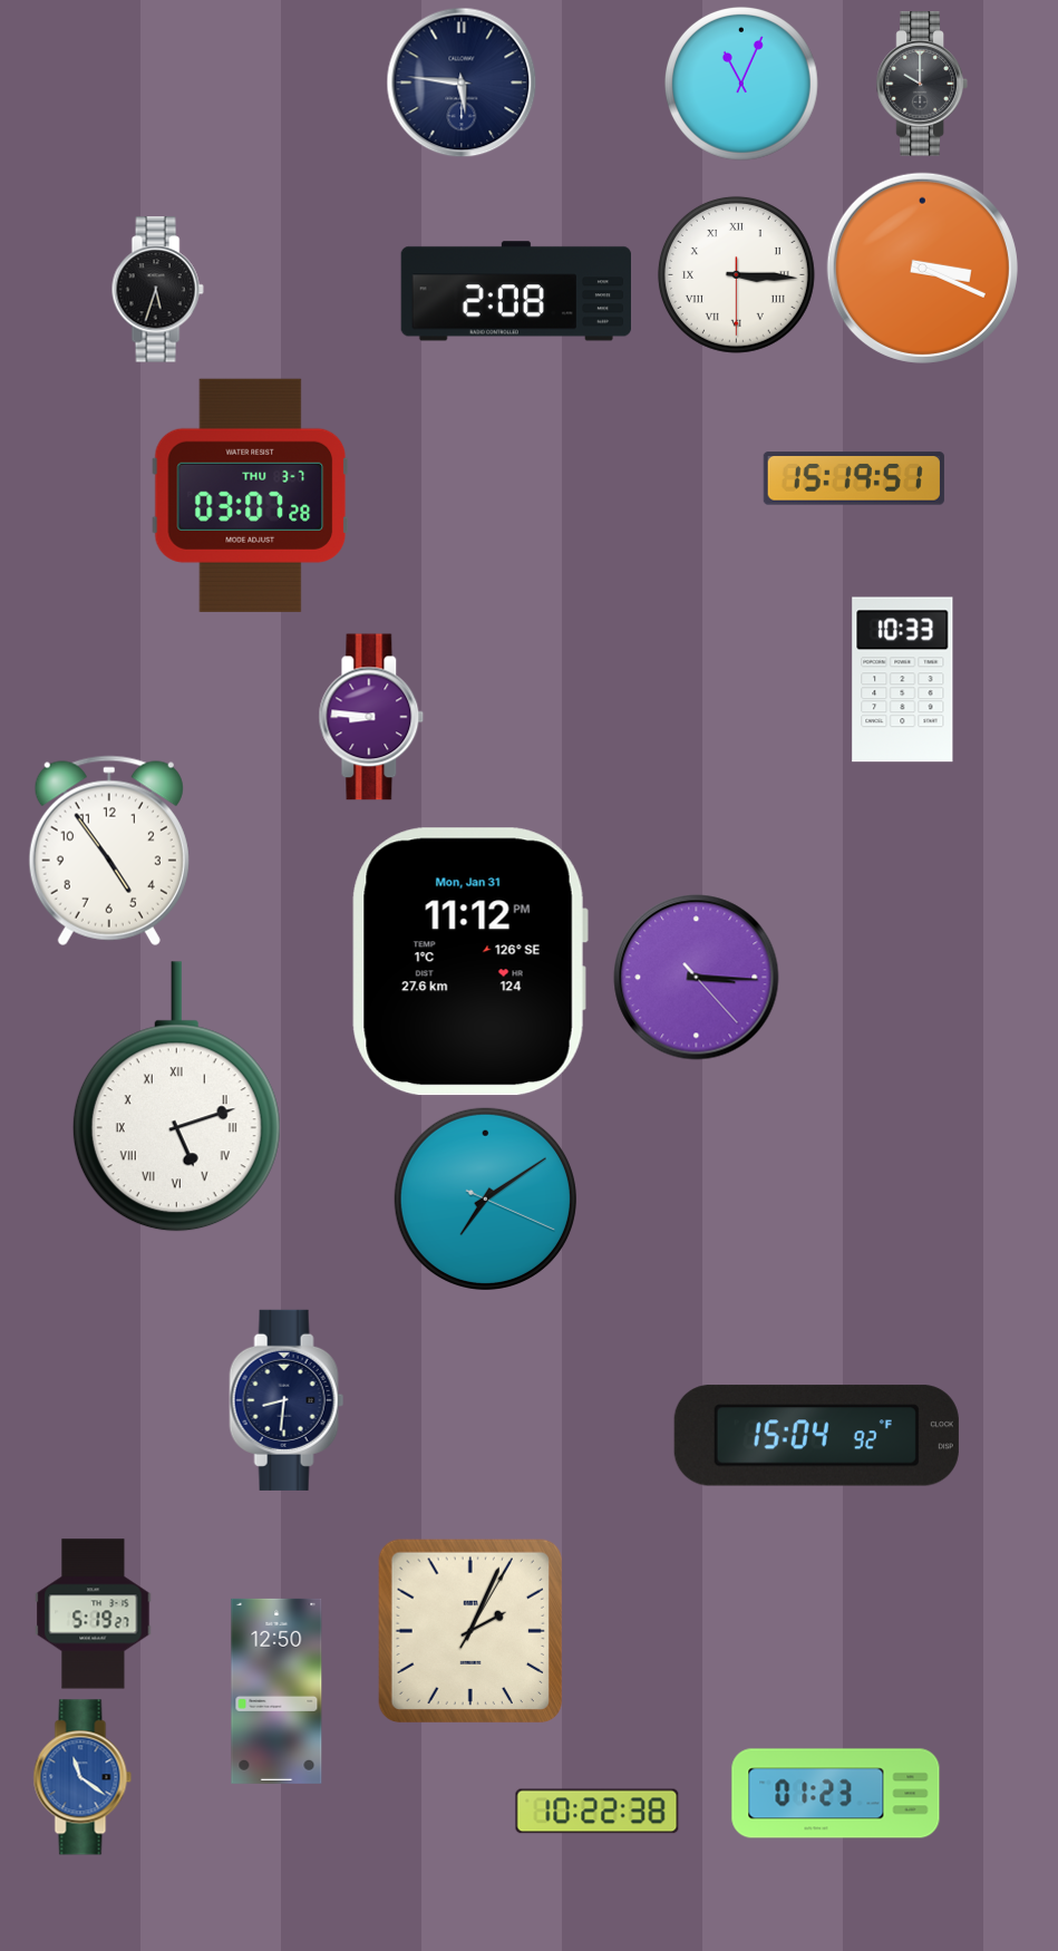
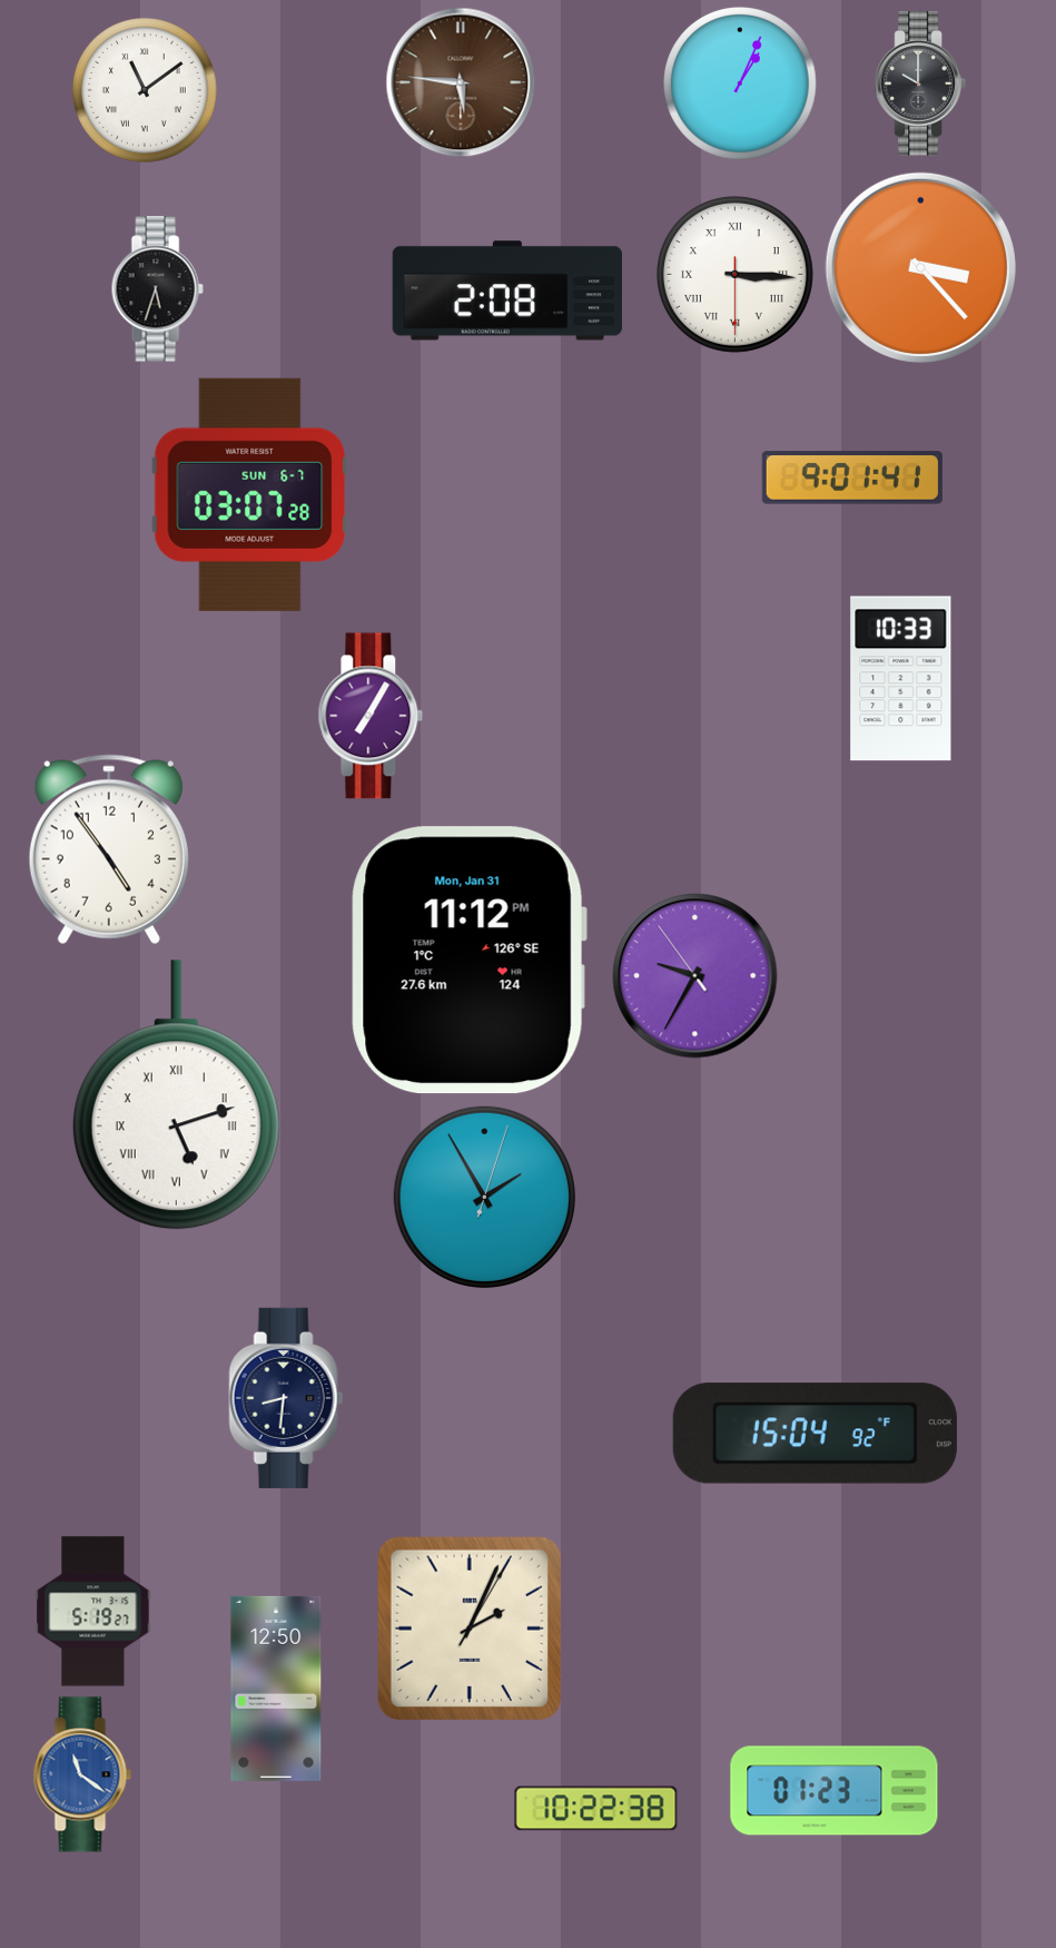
clock at (462, 82) dial: navy -> brown
clock at (741, 84): 11:04 -> 1:04
clock at (145, 90): none -> 11:09
clock at (922, 268): 3:19 -> 3:23
clock at (516, 291) position: (516, 291) -> (507, 291)
clock at (854, 478): 15:19 -> 9:01
clock at (251, 495) date: THU 3-7 -> SUN 6-7
clock at (371, 717): 8:46 -> 7:05
clock at (697, 978): 3:15 -> 9:34
clock at (485, 1198): 7:09 -> 1:55
